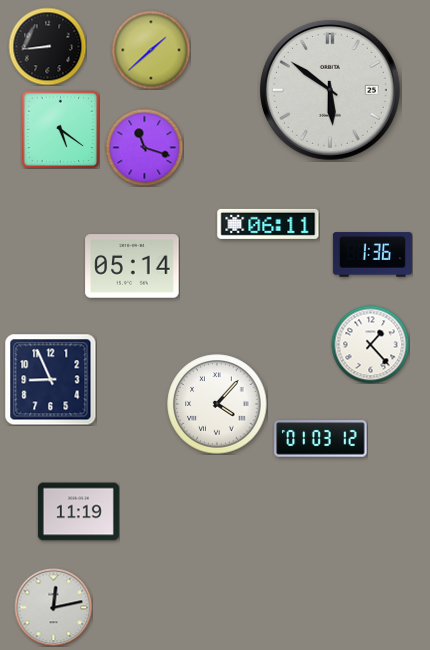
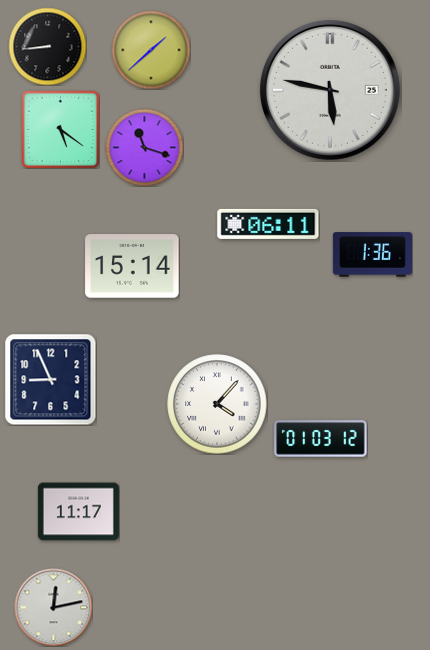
clock at (330, 90): 5:51 -> 5:47
clock at (132, 266): 05:14 -> 15:14
clock at (370, 344): 1:23 -> none
clock at (78, 512): 11:19 -> 11:17
